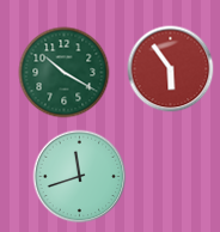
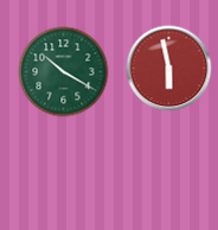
clock at (171, 69): 5:54 -> 5:58
clock at (80, 177): 11:42 -> none
